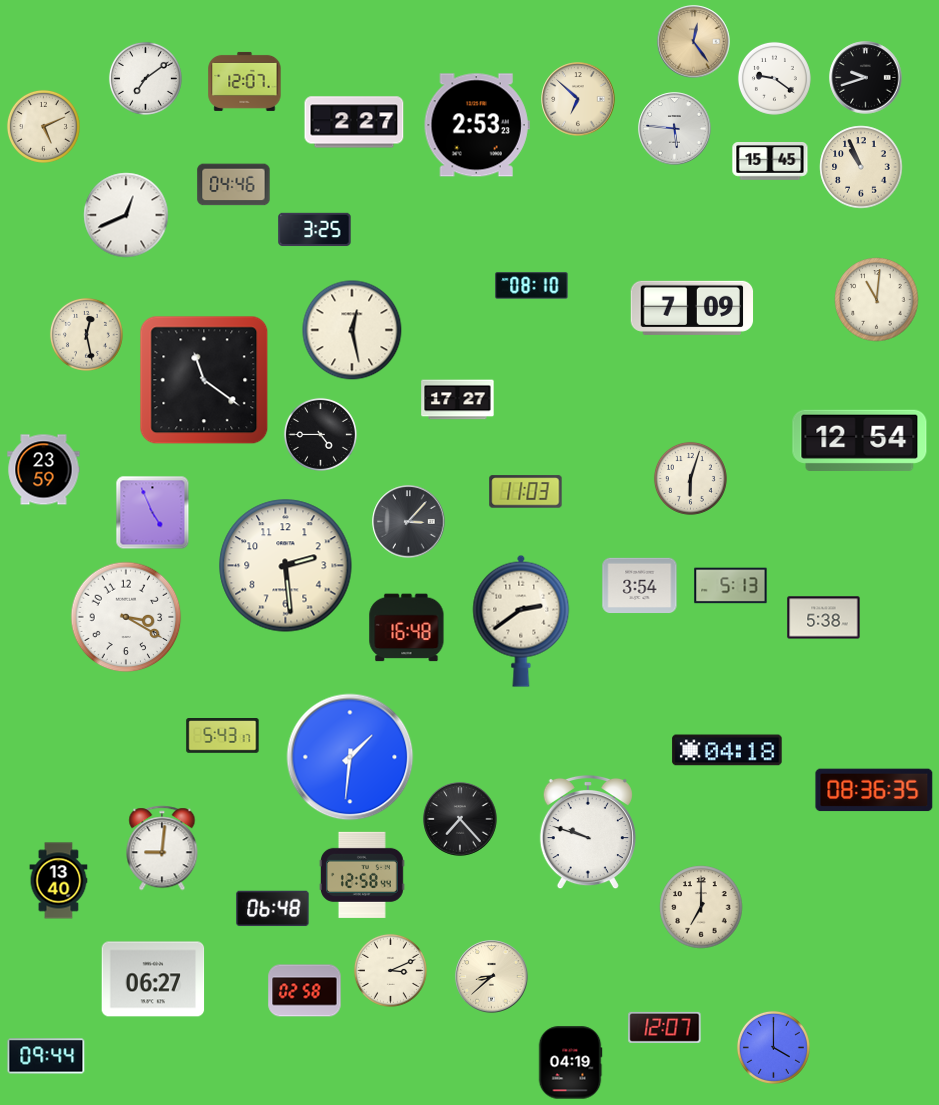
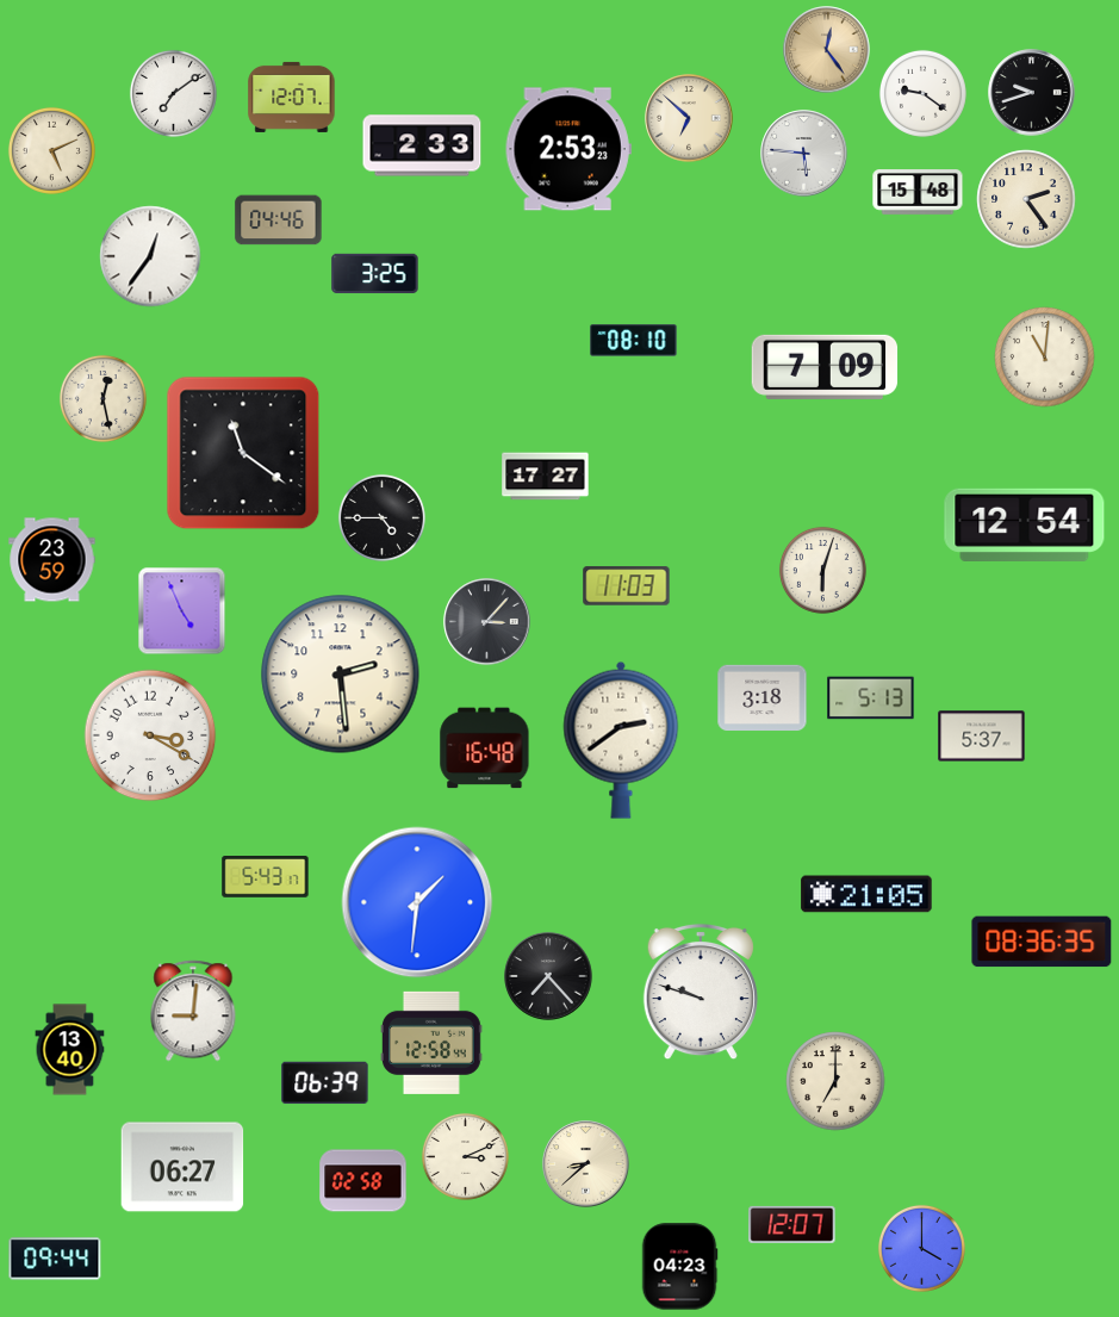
clock at (354, 122): 2:27 -> 2:33
clock at (770, 162): 15:45 -> 15:48
clock at (861, 167): 10:56 -> 2:24
clock at (126, 215): 12:41 -> 12:36
clock at (352, 330): 12:28 -> none
clock at (640, 586): 3:54 -> 3:18
clock at (824, 618): 5:38 -> 5:37
clock at (727, 750): 04:18 -> 21:05
clock at (273, 909): 06:48 -> 06:39
clock at (570, 1063): 04:19 -> 04:23
